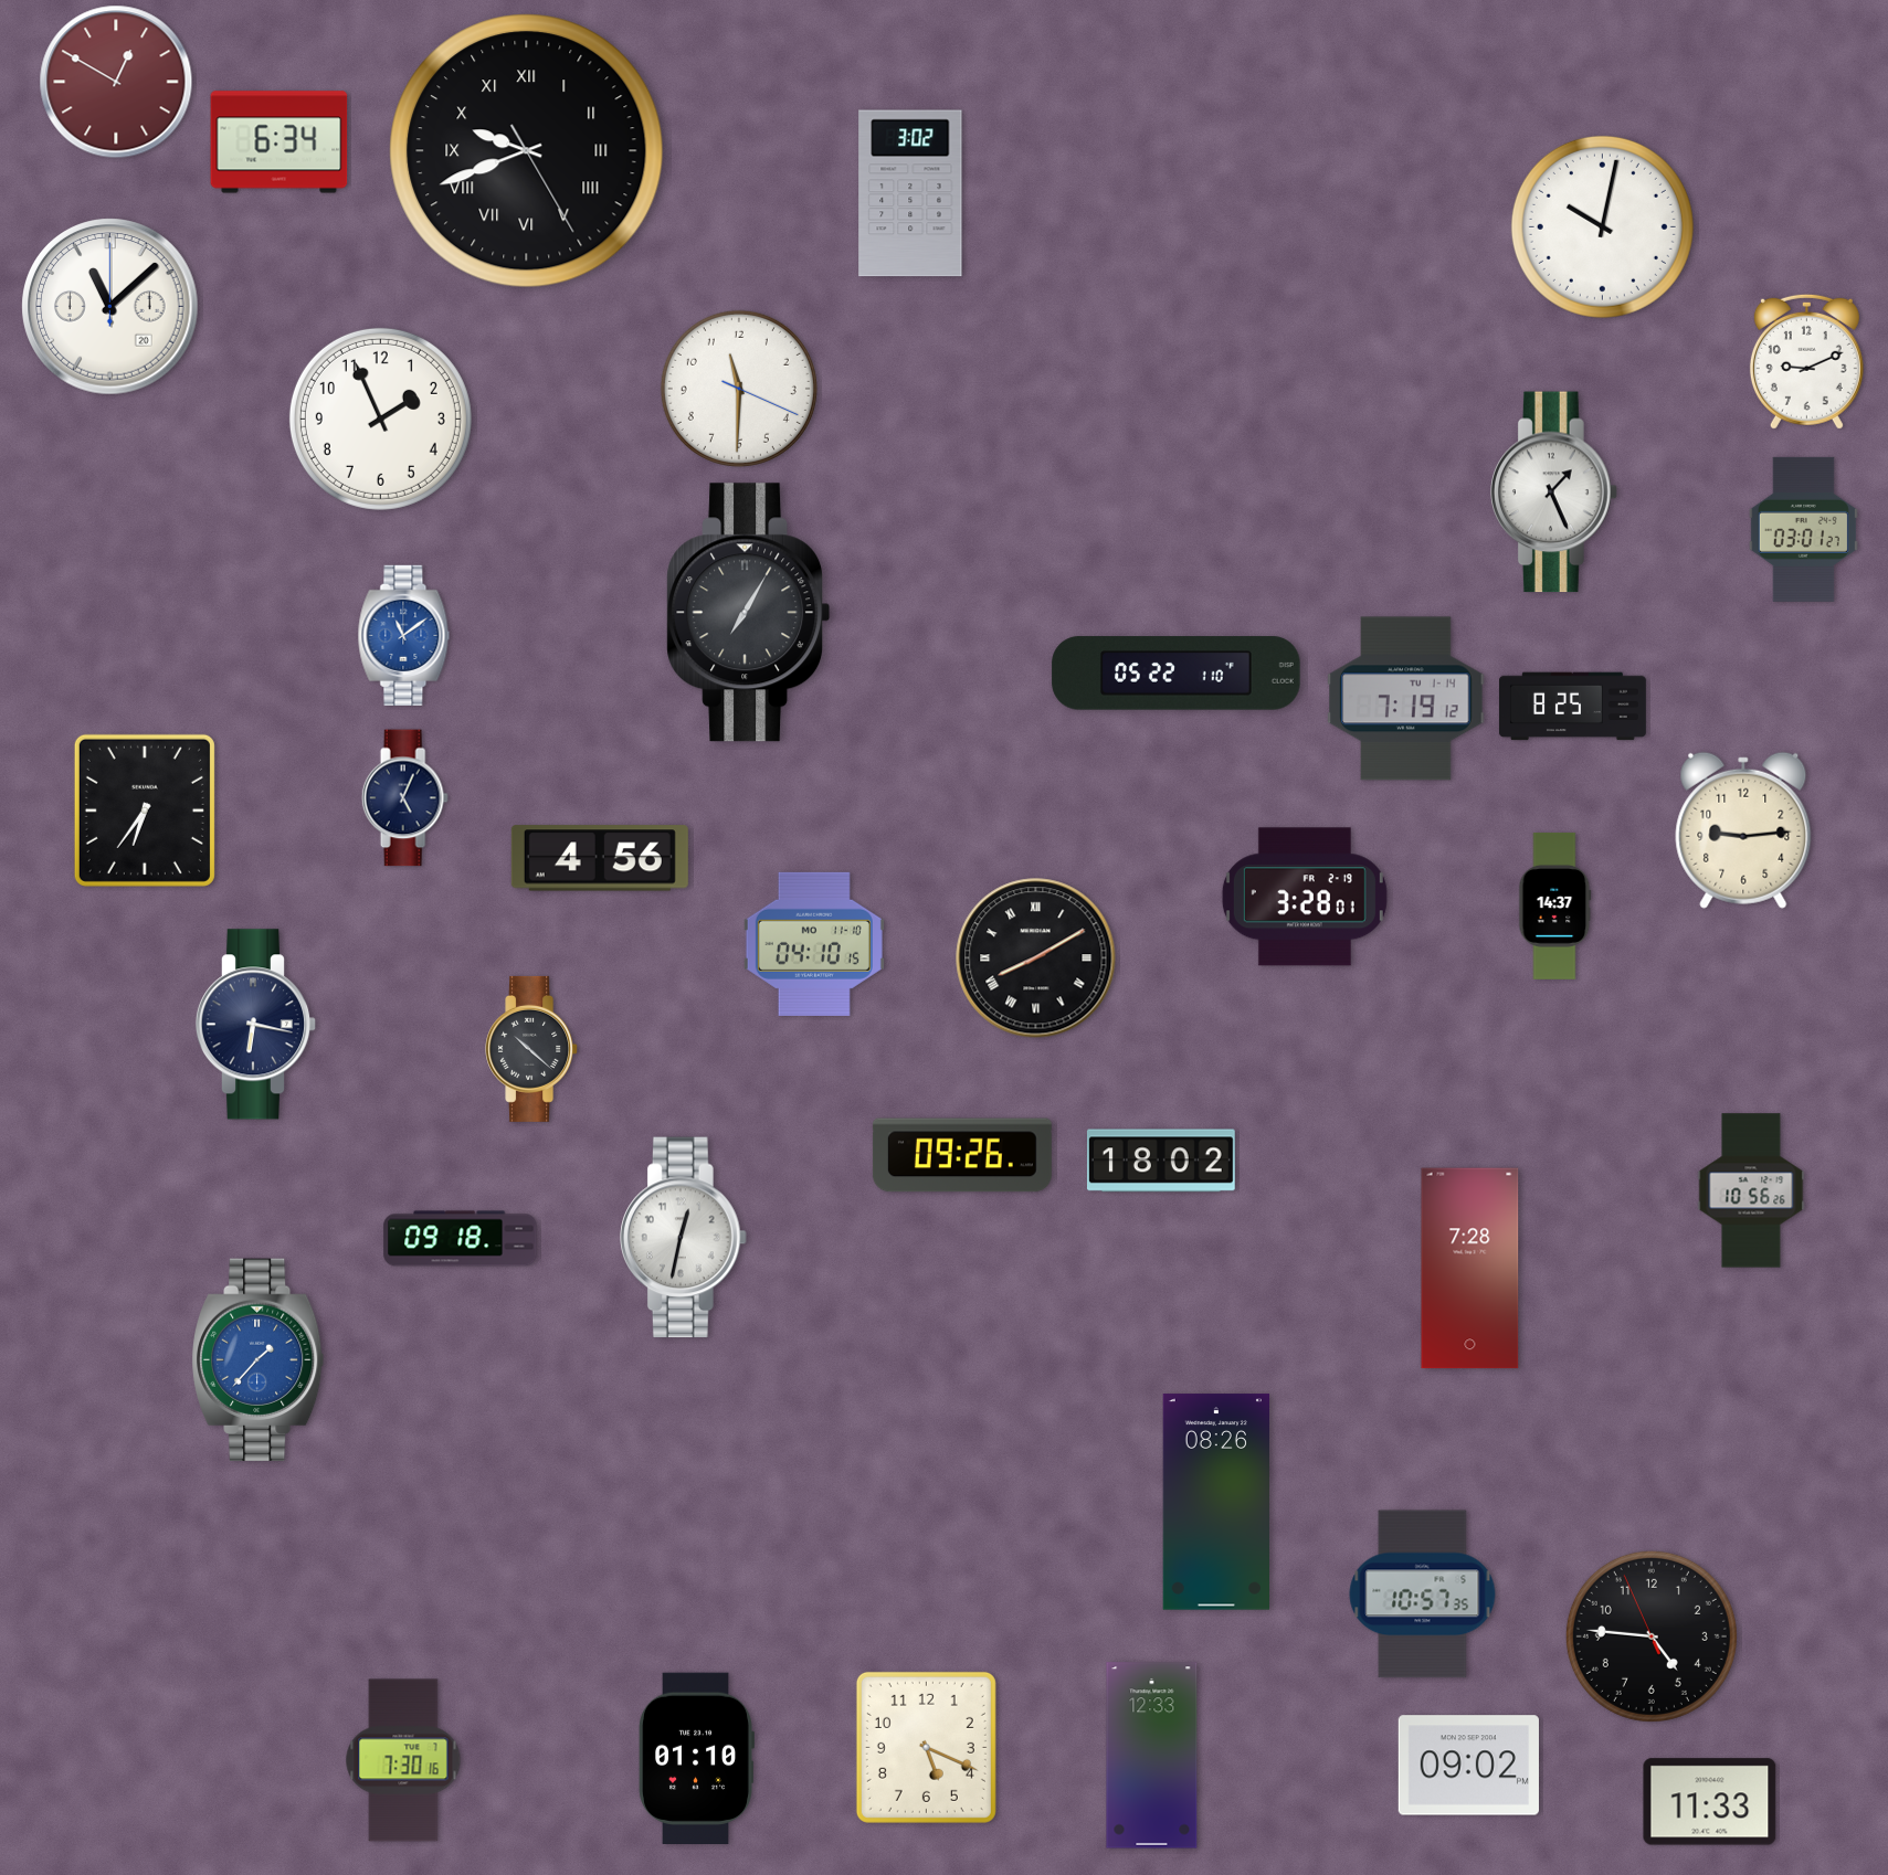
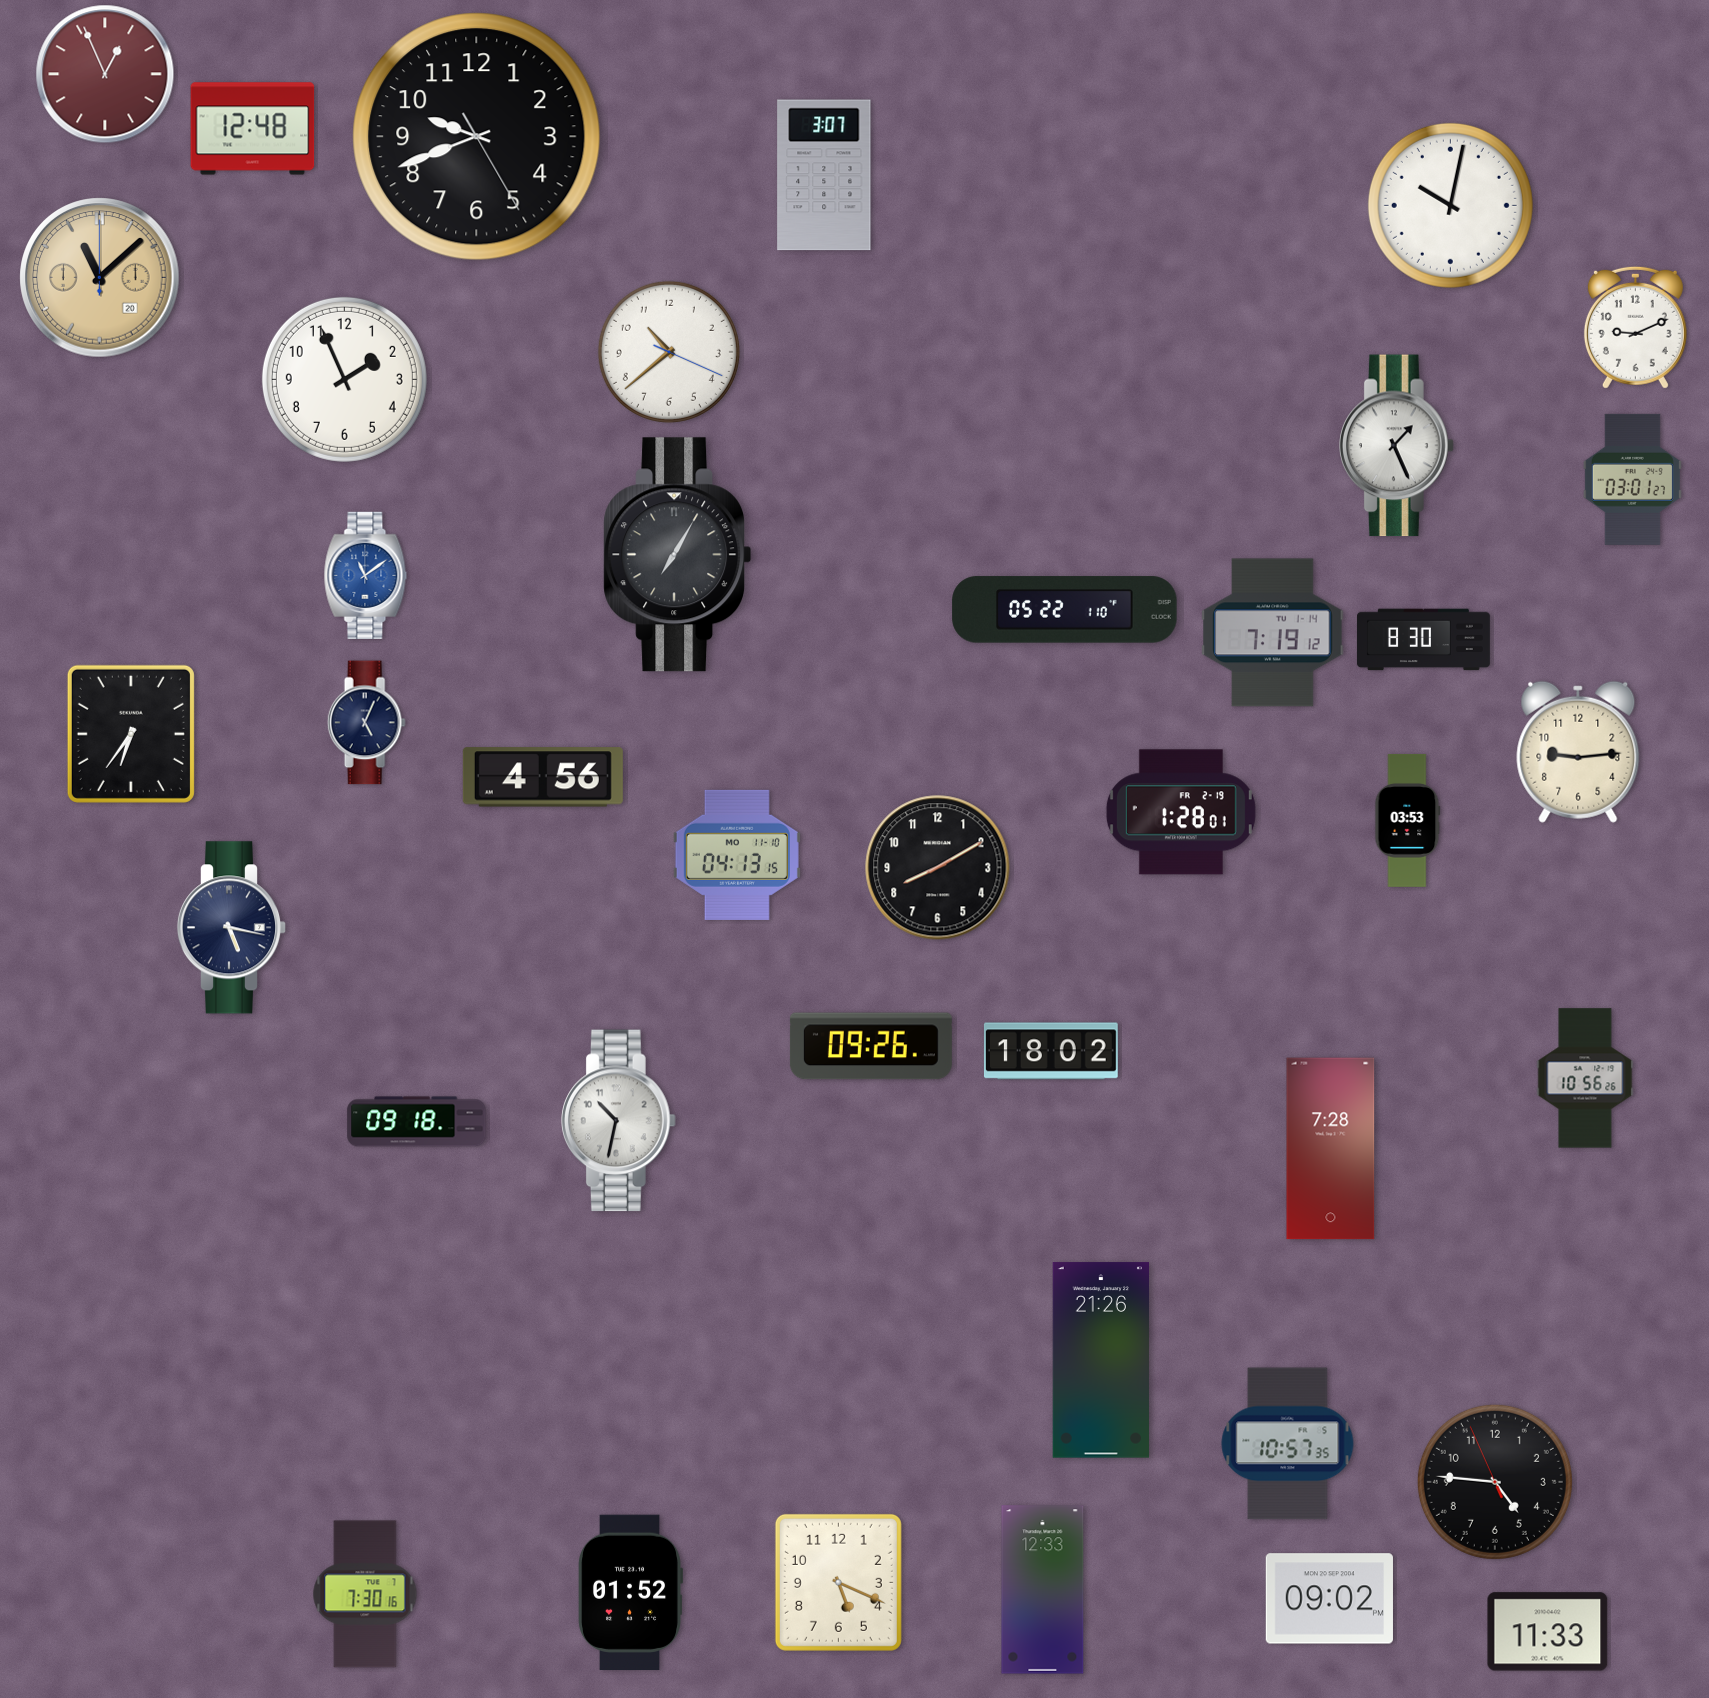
clock at (116, 82): 12:50 -> 12:56
clock at (279, 142): 6:34 -> 12:48
clock at (527, 151) numerals: Roman -> Arabic
clock at (910, 193): 3:02 -> 3:07
clock at (110, 307) dial: white -> champagne
clock at (739, 389): 11:30 -> 10:38
clock at (1554, 492) position: (1554, 492) -> (1397, 446)
clock at (1572, 707): 8:25 -> 8:30
clock at (1305, 897): 3:28 -> 1:28
clock at (1555, 905): 14:37 -> 03:53
clock at (814, 944): 04:10 -> 04:13
clock at (1036, 958) numerals: Roman -> Arabic
clock at (256, 1025): 6:17 -> 5:17
clock at (532, 1049): 10:22 -> none
clock at (684, 1238): 12:32 -> 10:32
clock at (257, 1359): 1:37 -> none
clock at (1215, 1502): 08:26 -> 21:26
clock at (696, 1758): 01:10 -> 01:52
